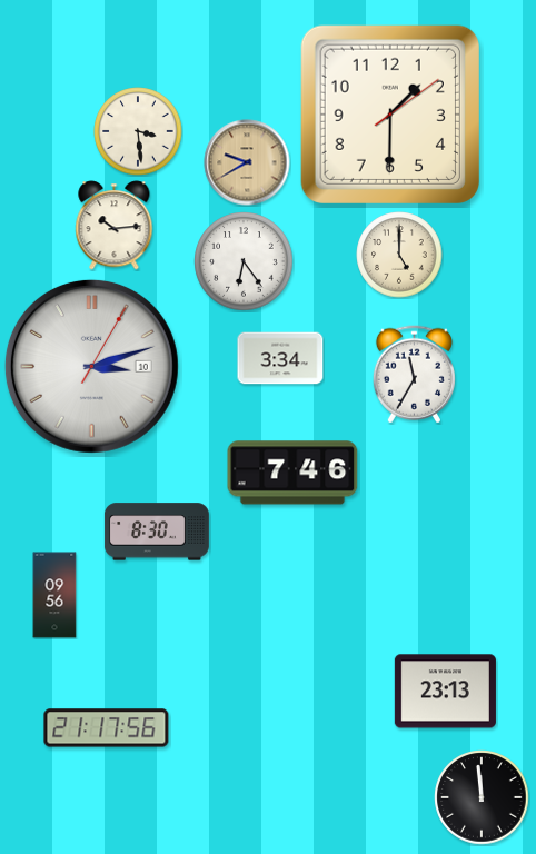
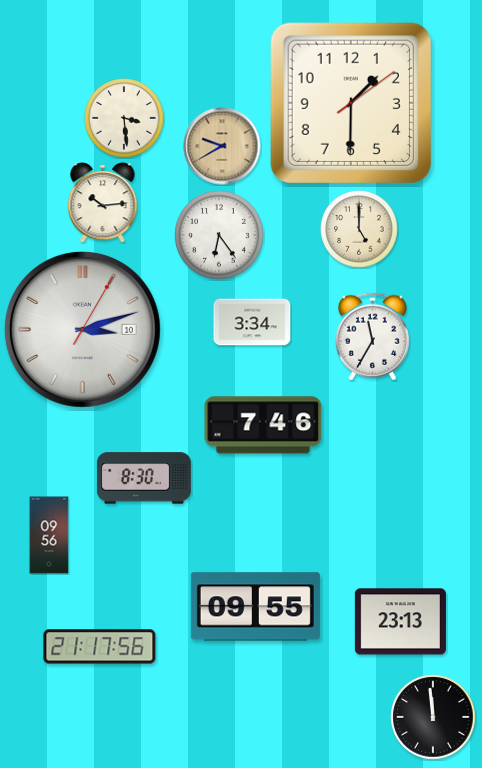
clock at (157, 532) position: (157, 532) -> (144, 478)
clock at (255, 607): none -> 09:55
clock at (107, 728) position: (107, 728) -> (100, 647)
